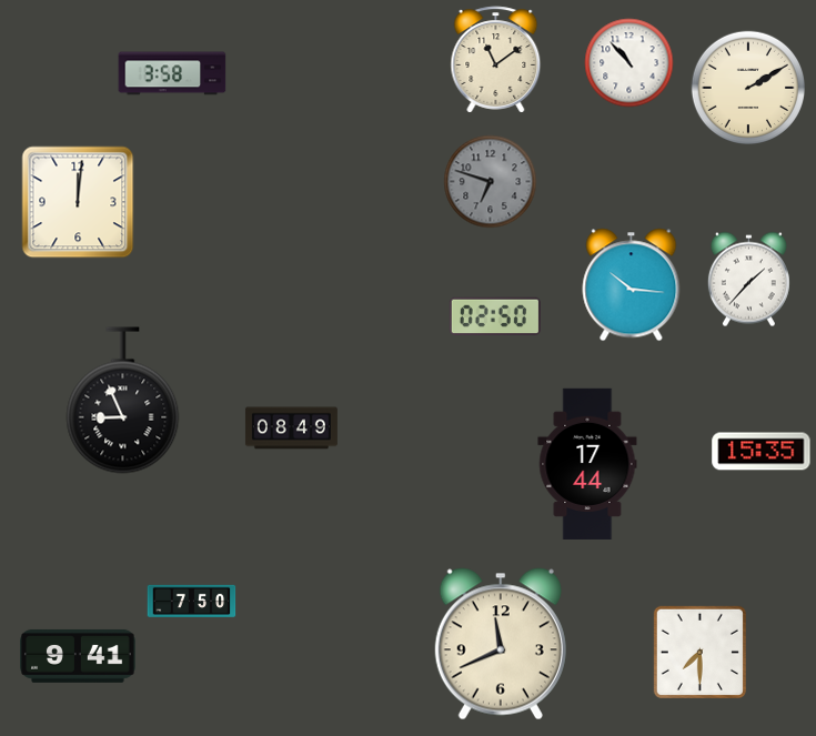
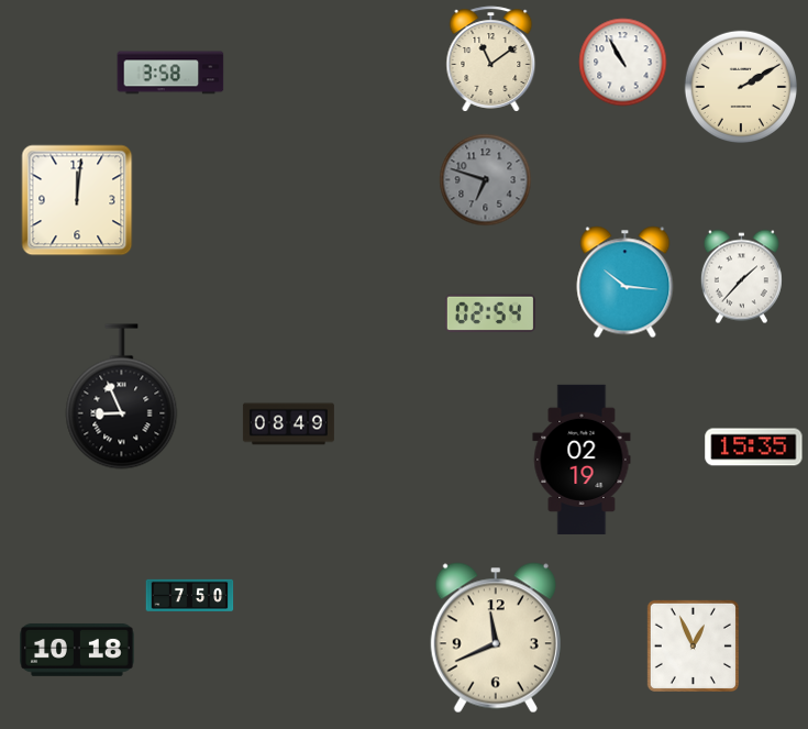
clock at (629, 63): 10:53 -> 10:55
clock at (495, 316): 02:50 -> 02:54
clock at (587, 464): 17:44 -> 02:19
clock at (699, 652): 7:30 -> 12:56
clock at (78, 656): 9:41 -> 10:18
